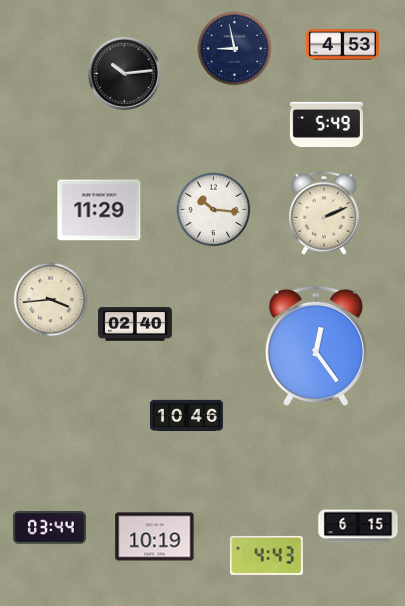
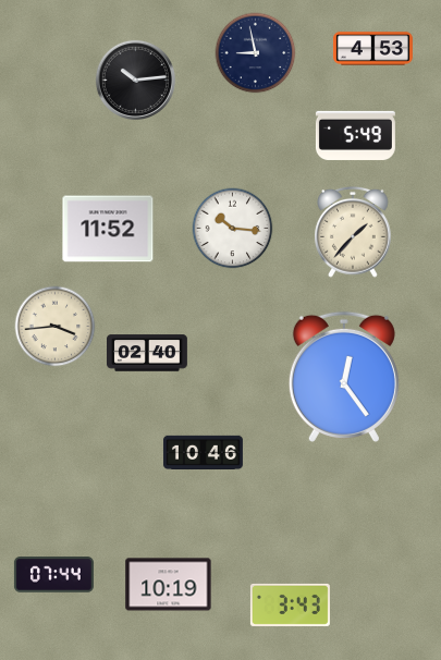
clock at (99, 210): 11:29 -> 11:52
clock at (325, 213): 2:11 -> 1:37
clock at (358, 526): 6:15 -> none
clock at (49, 528): 03:44 -> 07:44
clock at (266, 555): 4:43 -> 3:43
